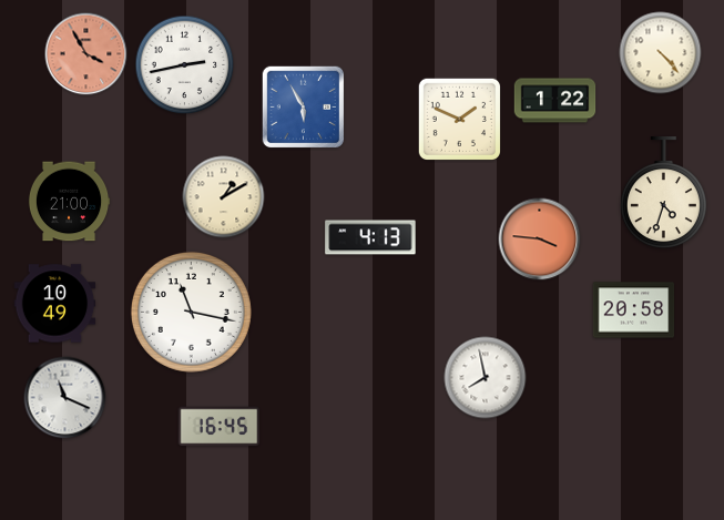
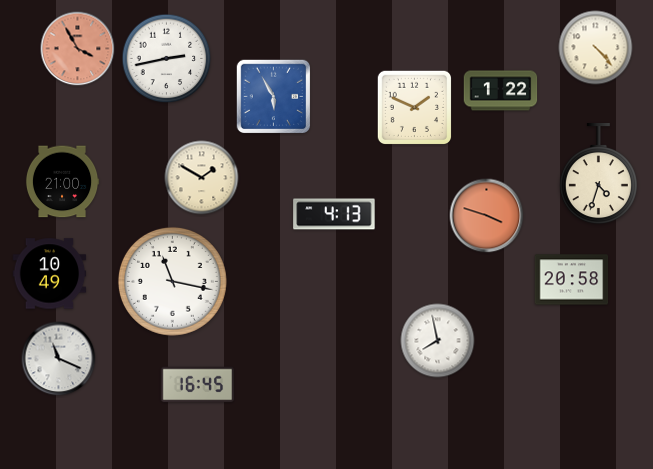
clock at (224, 197): 1:10 -> 1:50
clock at (540, 239): 3:46 -> 3:48
